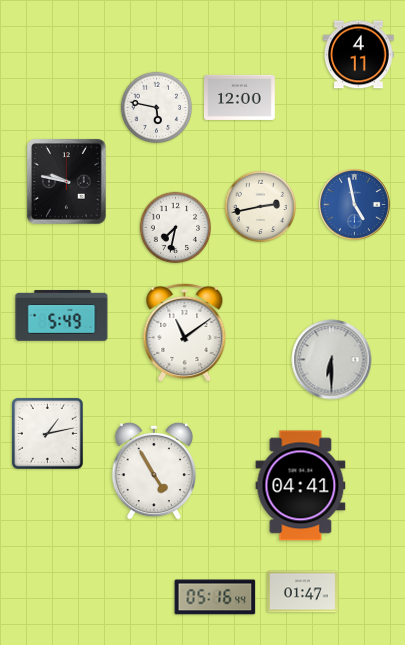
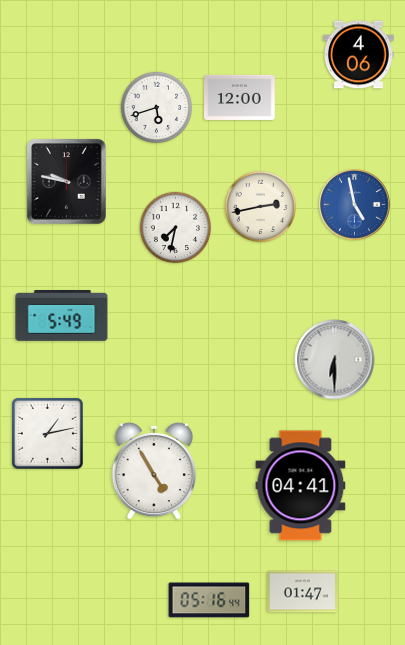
clock at (359, 55): 4:11 -> 4:06
clock at (157, 108): 5:47 -> 5:42
clock at (185, 332): 11:09 -> none
clock at (332, 360) position: (332, 360) -> (335, 360)
clock at (215, 597) position: (215, 597) -> (209, 600)
